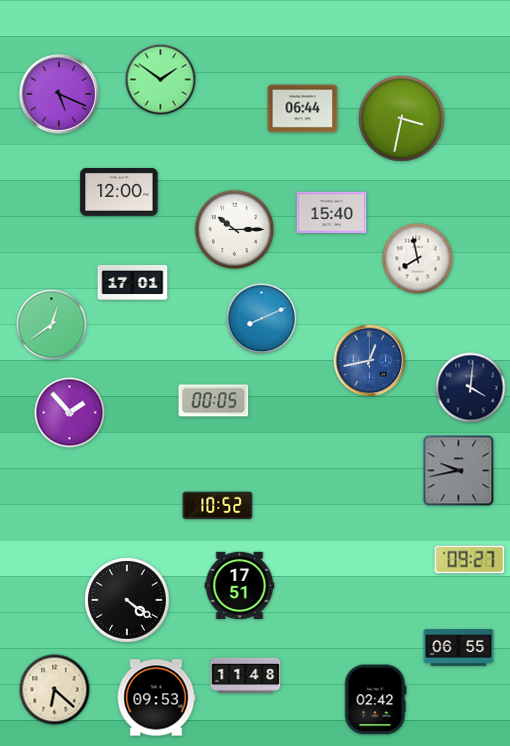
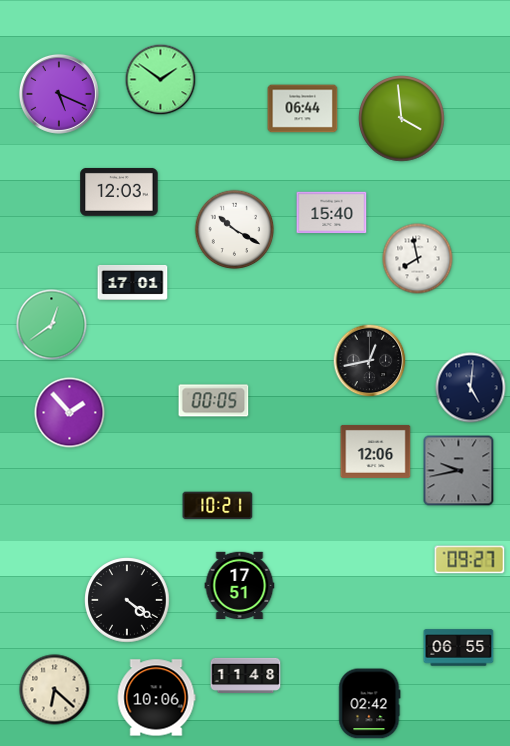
clock at (402, 119): 3:32 -> 3:59
clock at (119, 192): 12:00 -> 12:03
clock at (235, 230): 10:15 -> 10:20
clock at (262, 319): 8:11 -> none
clock at (370, 361) dial: blue -> black
clock at (471, 388): 4:01 -> 5:01
clock at (376, 451): none -> 12:06
clock at (218, 506): 10:52 -> 10:21
clock at (156, 698): 09:53 -> 10:06
clock at (376, 700) position: (376, 700) -> (370, 704)
